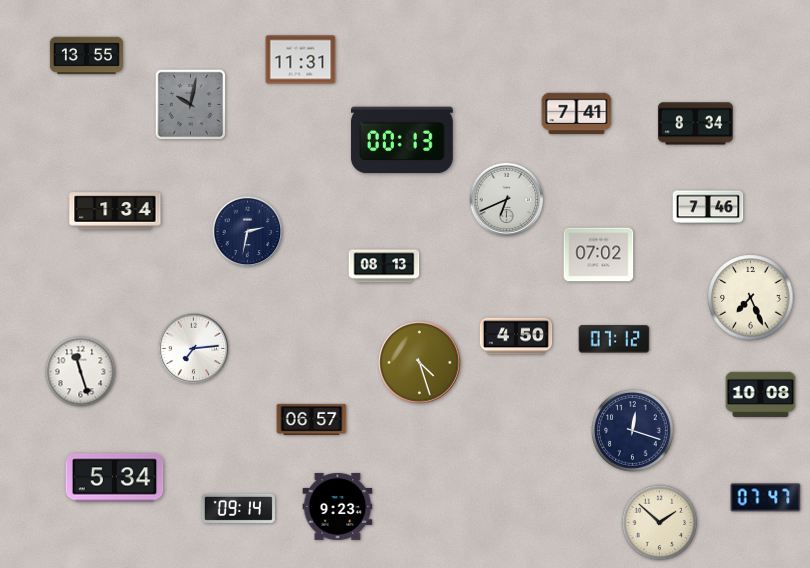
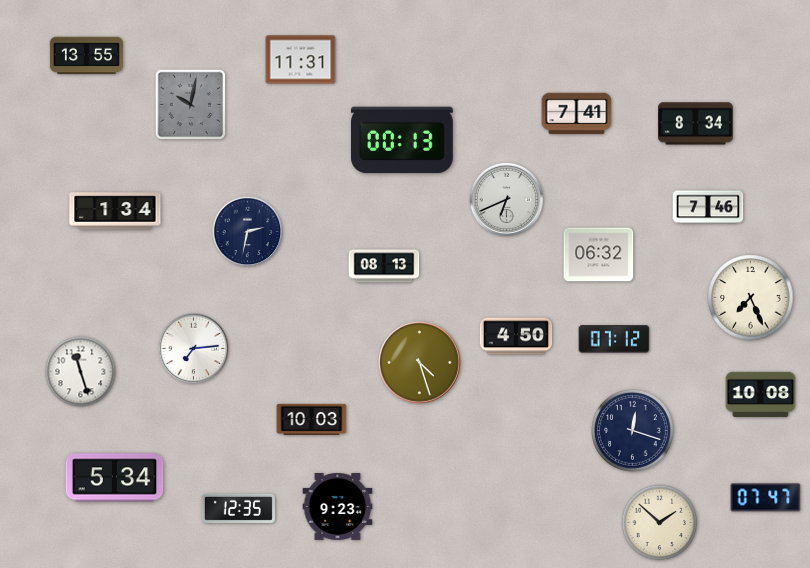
clock at (599, 255): 07:02 -> 06:32
clock at (312, 419): 06:57 -> 10:03
clock at (238, 508): 09:14 -> 12:35
